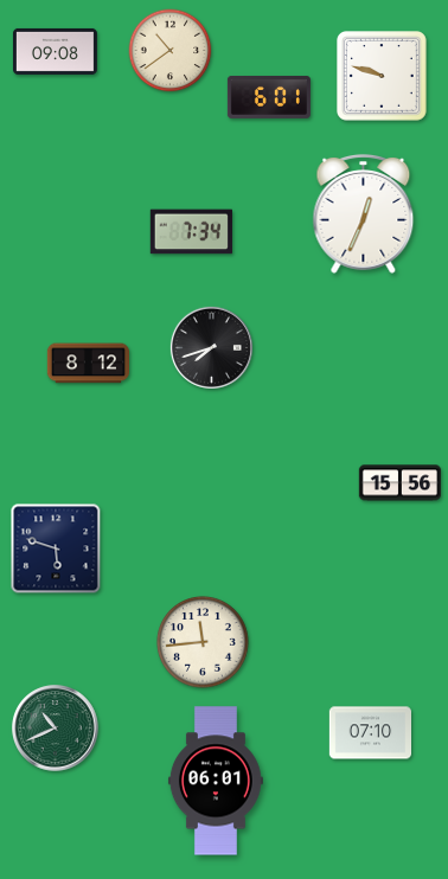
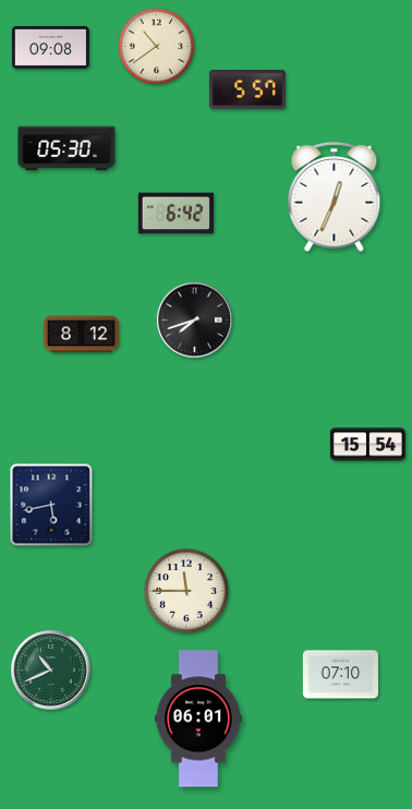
clock at (383, 77): 9:48 -> none
clock at (269, 97): 6:01 -> 5:57
clock at (66, 148): none -> 05:30
clock at (191, 232): 7:34 -> 6:42
clock at (399, 483): 15:56 -> 15:54
clock at (56, 548): 5:48 -> 5:43
clock at (203, 642): 11:44 -> 11:45
